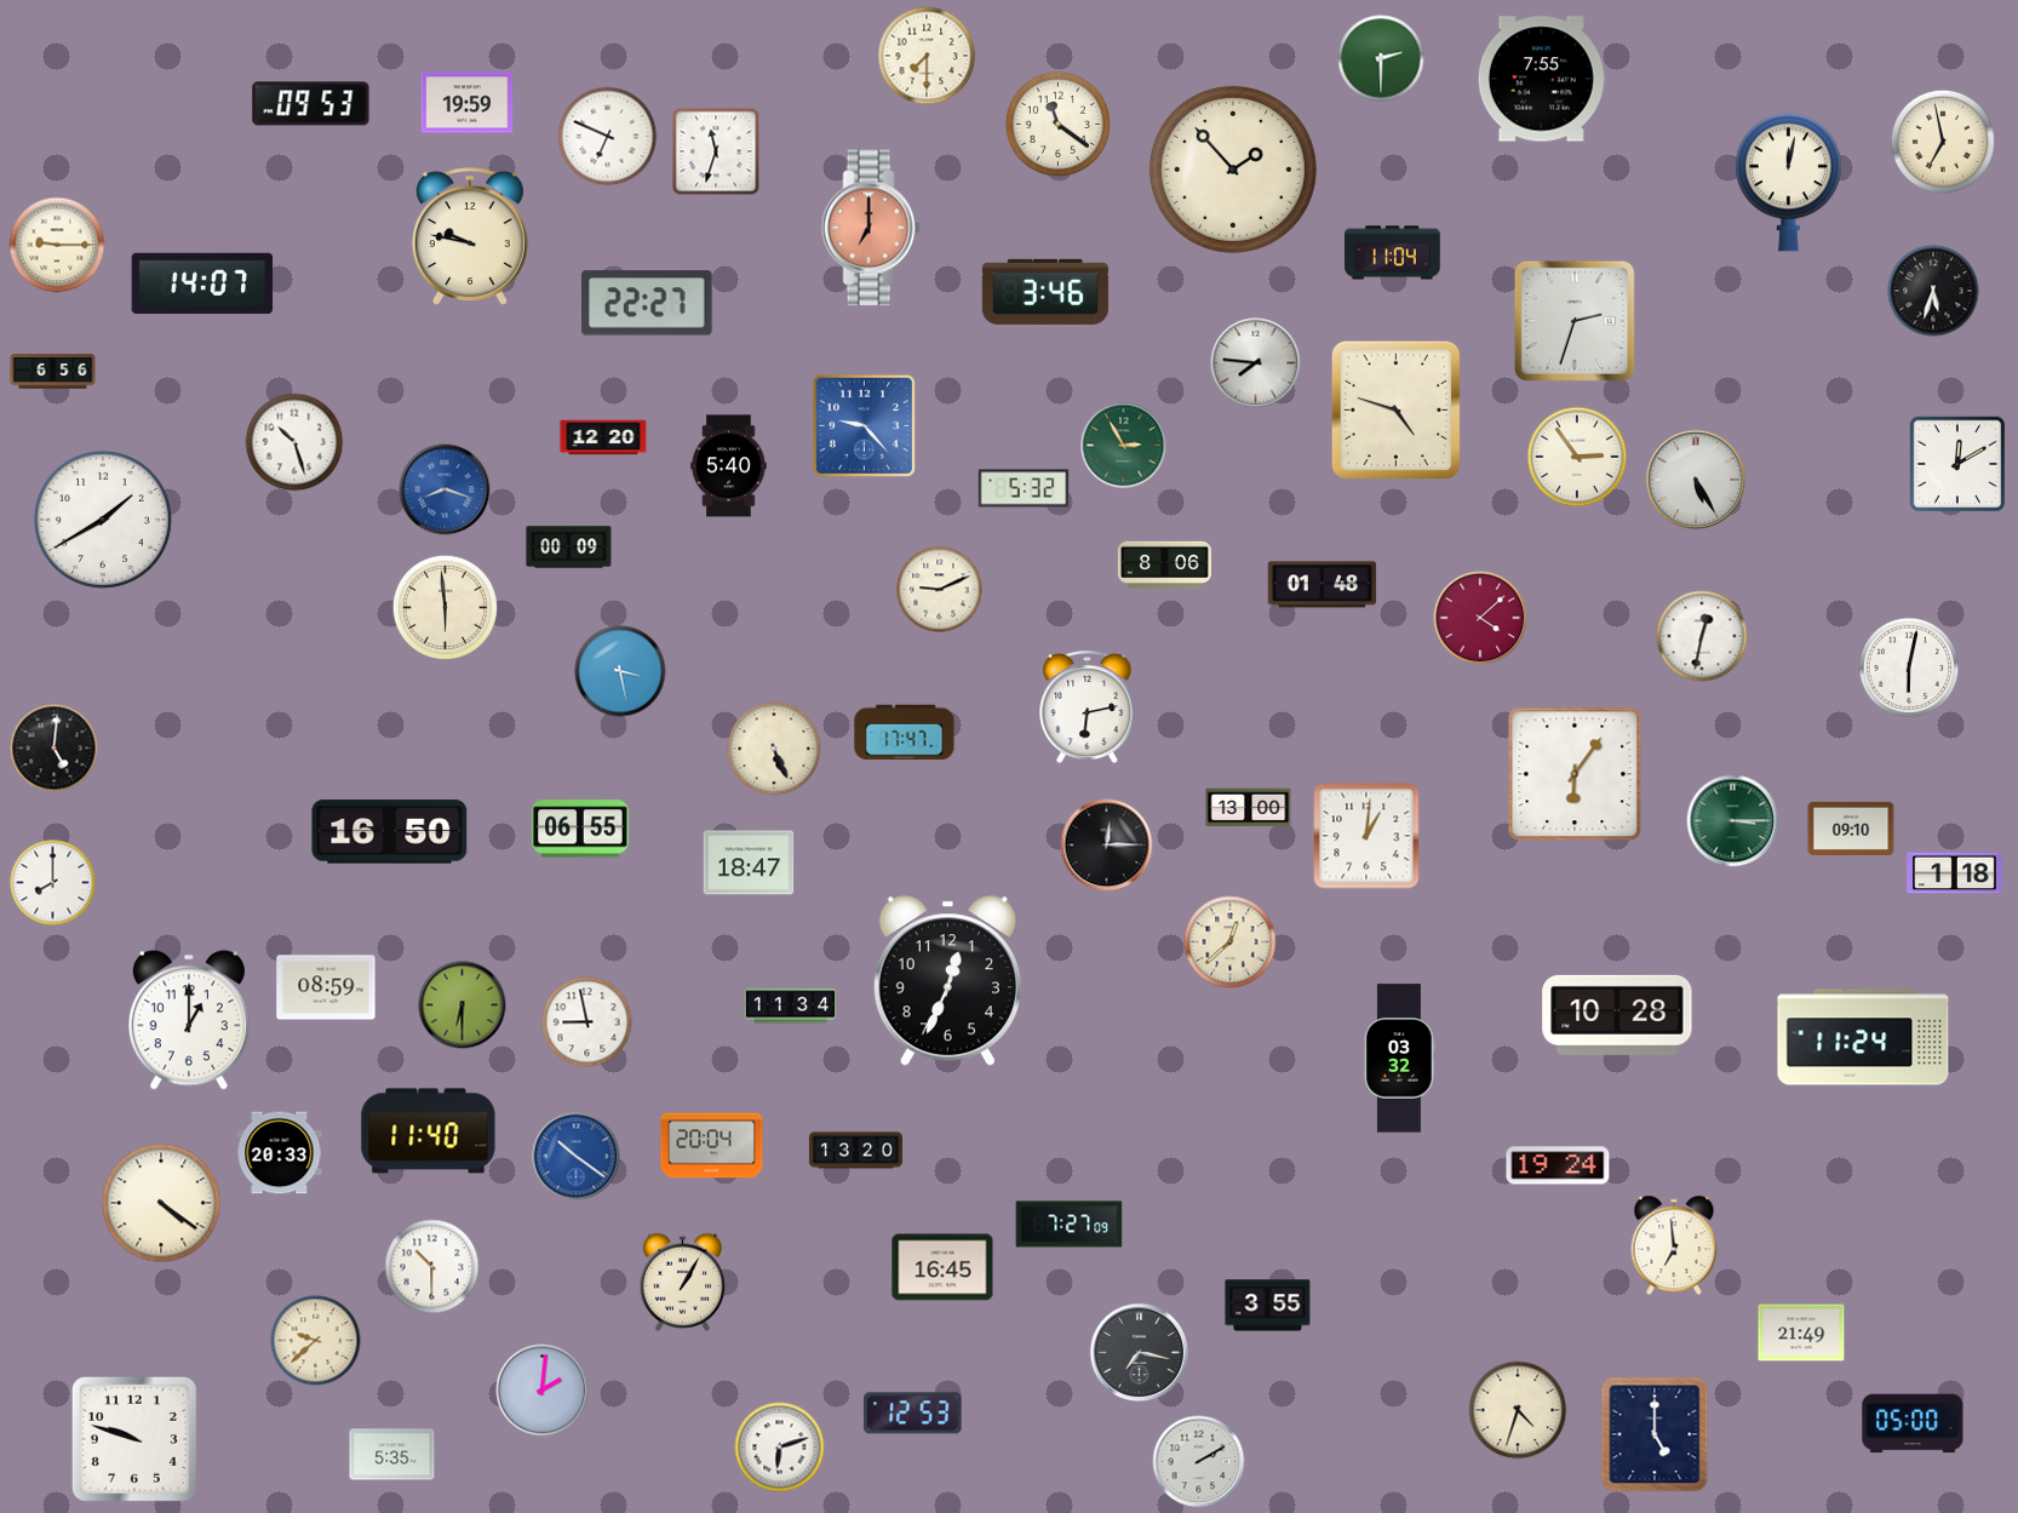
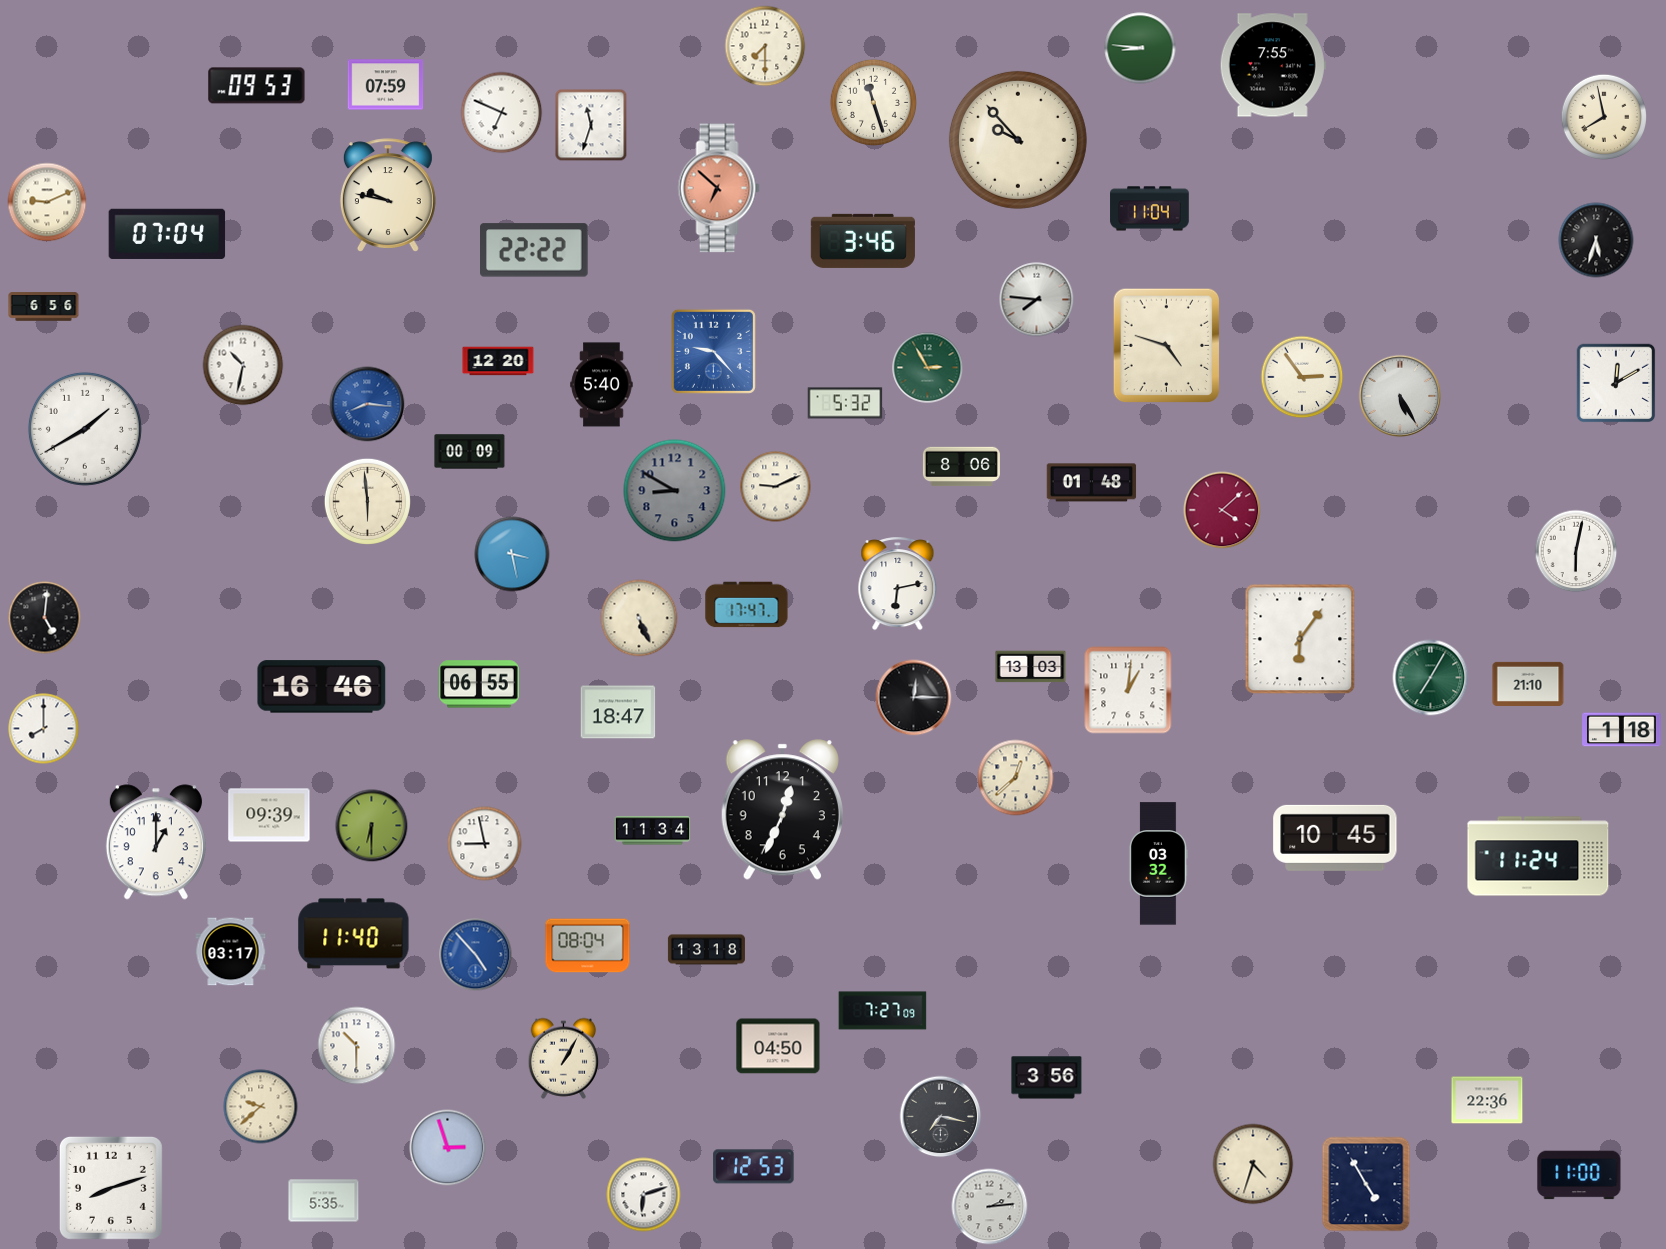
clock at (1381, 58): 2:30 -> 8:46
clock at (468, 103): 19:59 -> 07:59
clock at (1057, 124): 11:21 -> 11:27
clock at (1942, 141): 6:58 -> 7:58
clock at (1233, 170): 1:53 -> 9:53
clock at (1788, 183): 12:02 -> none
clock at (871, 228): 7:00 -> 6:52
clock at (57, 245): 9:15 -> 9:11
clock at (202, 282): 14:07 -> 07:04
clock at (648, 303): 22:27 -> 22:22
clock at (1575, 321): 2:33 -> none
clock at (1395, 411) position: (1395, 411) -> (1166, 346)
clock at (294, 442): 10:27 -> 10:32
clock at (445, 489): 8:18 -> 8:16
clock at (675, 491): none -> 8:50
clock at (1702, 636): 12:32 -> none
clock at (1249, 808): 13:00 -> 13:03
clock at (1733, 821): 3:15 -> 7:05
clock at (1851, 827): 09:10 -> 21:10
clock at (390, 832): 16:50 -> 16:46
clock at (1955, 873) position: (1955, 873) -> (1622, 730)
clock at (326, 987): 08:59 -> 09:39
clock at (463, 1005) position: (463, 1005) -> (372, 826)
clock at (1617, 1015): 10:28 -> 10:45
clock at (1399, 1059) position: (1399, 1059) -> (1158, 864)
clock at (712, 1146): 20:04 -> 08:04
clock at (855, 1151): 13:20 -> 13:18
clock at (280, 1153): 20:33 -> 03:17
clock at (577, 1157): 10:21 -> 4:53
clock at (1558, 1165): 19:24 -> none
clock at (161, 1203): 4:21 -> none
clock at (1674, 1244): 6:59 -> none
clock at (942, 1267): 16:45 -> 04:50
clock at (1268, 1306): 3:55 -> 3:56
clock at (1801, 1333): 21:49 -> 22:36
clock at (543, 1391): 2:01 -> 2:57
clock at (1913, 1423): 05:00 -> 11:00
clock at (1655, 1434): 5:00 -> 4:55
clock at (134, 1439): 9:48 -> 8:12
clock at (1199, 1462): 2:10 -> 2:14
